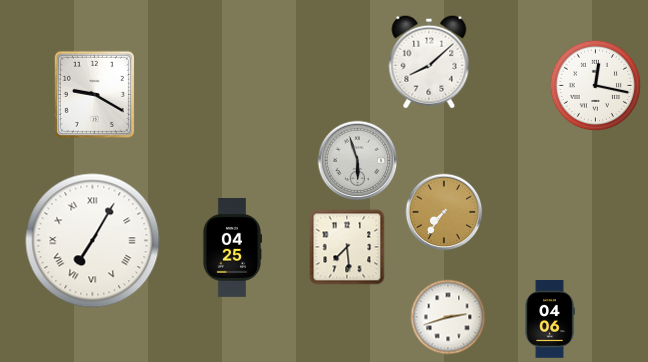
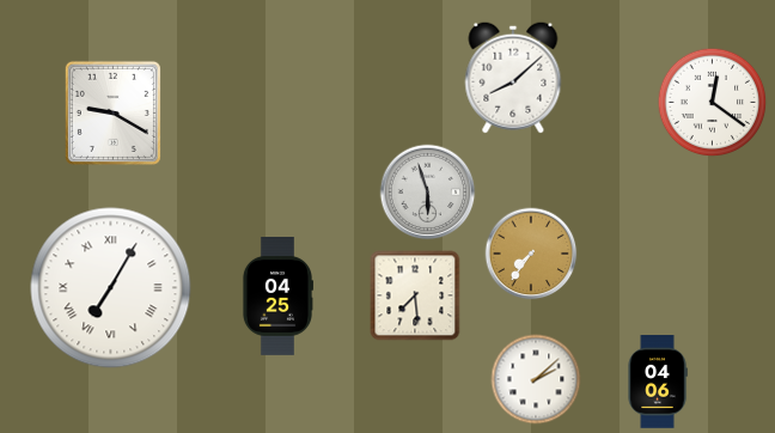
clock at (429, 62) position: (429, 62) -> (513, 78)
clock at (596, 86): 12:17 -> 12:21
clock at (448, 317): 2:42 -> 2:08
